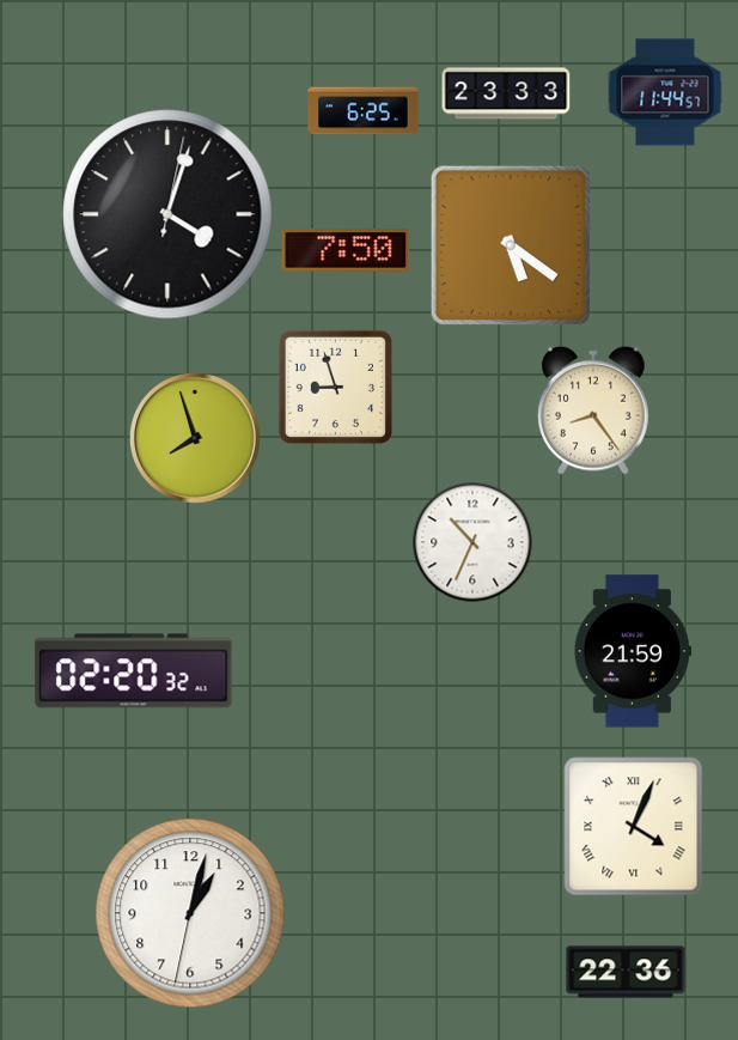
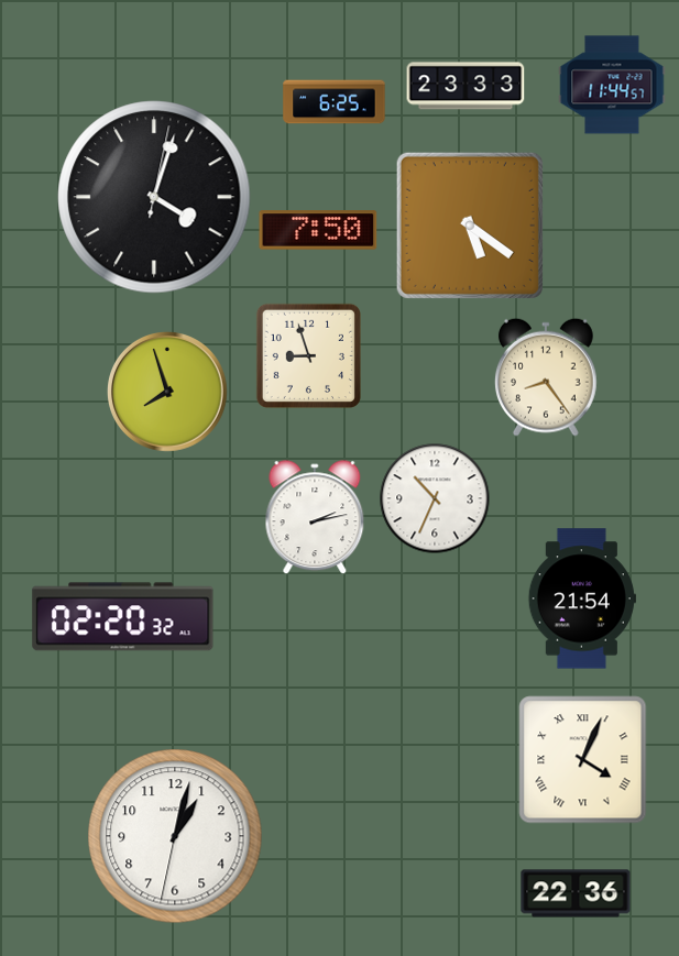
clock at (196, 439) position: (196, 439) -> (168, 393)
clock at (315, 518): none -> 2:13
clock at (633, 651): 21:59 -> 21:54
clock at (190, 913) position: (190, 913) -> (175, 836)
